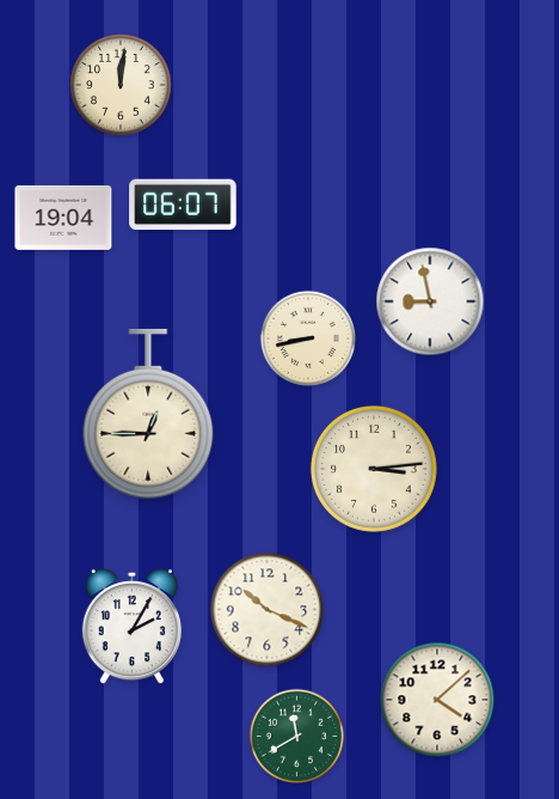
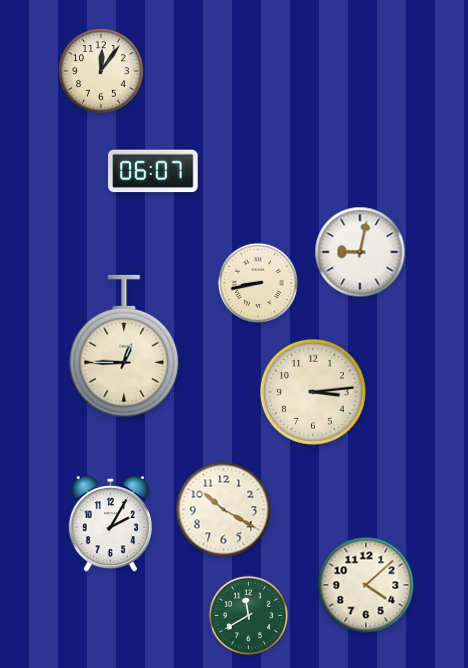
clock at (121, 85): 12:01 -> 12:06
clock at (63, 218): 19:04 -> none
clock at (430, 301): 8:58 -> 9:02
clock at (268, 610): 10:19 -> 10:20
